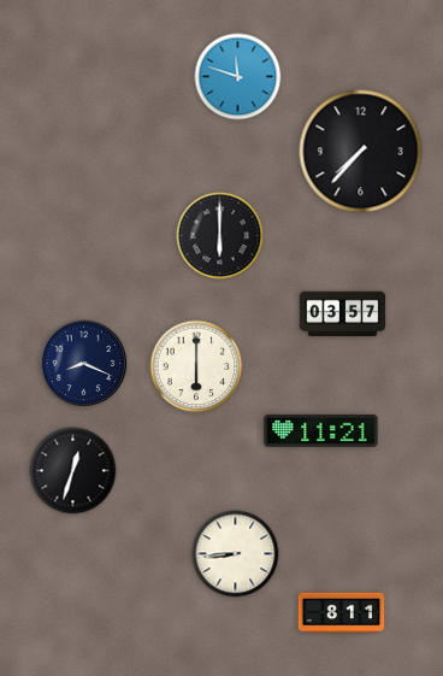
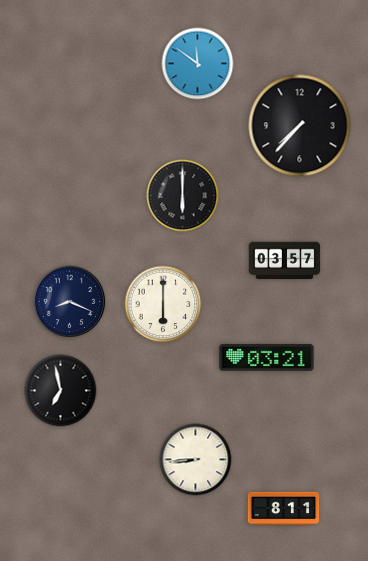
clock at (238, 77): 11:48 -> 11:51
clock at (321, 430): 11:21 -> 03:21
clock at (73, 471): 12:33 -> 6:58
